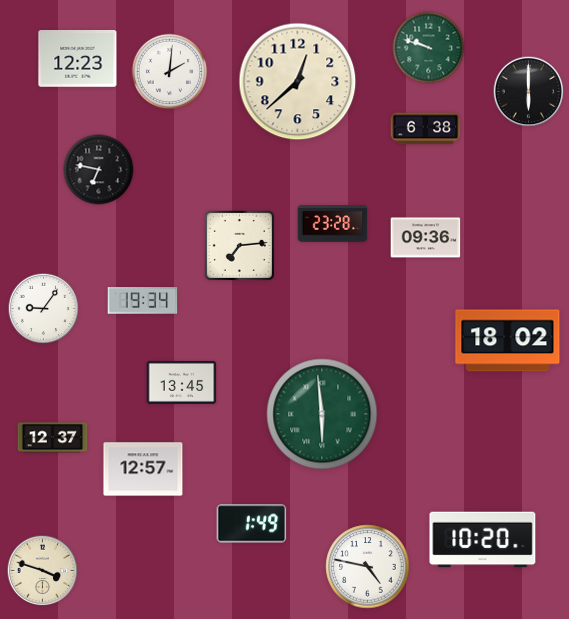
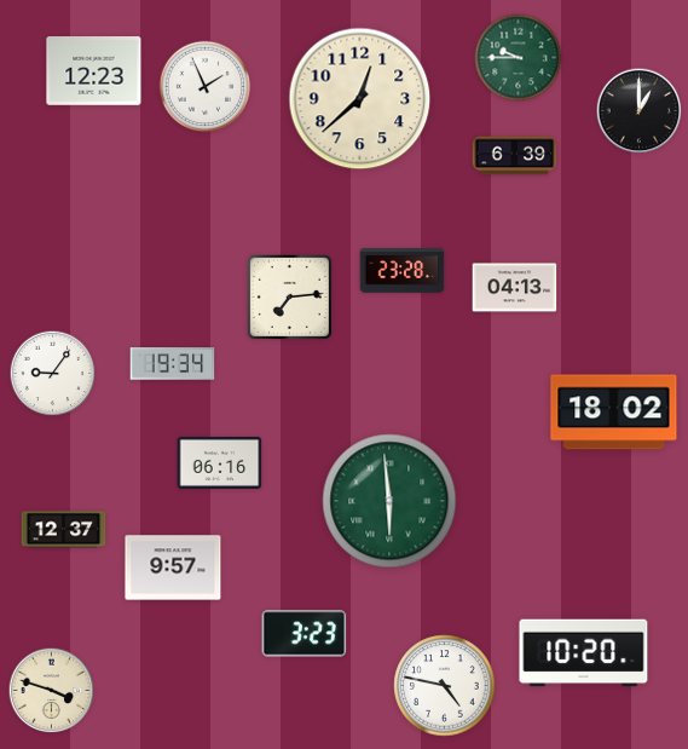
clock at (429, 48): 9:48 -> 9:45
clock at (170, 72): 2:01 -> 1:56
clock at (529, 92): 6:00 -> 1:00
clock at (426, 129): 6:38 -> 6:39
clock at (99, 170): 6:47 -> none
clock at (426, 238): 09:36 -> 04:13
clock at (182, 382): 13:45 -> 06:16
clock at (143, 469): 12:57 -> 9:57
clock at (252, 524): 1:49 -> 3:23
